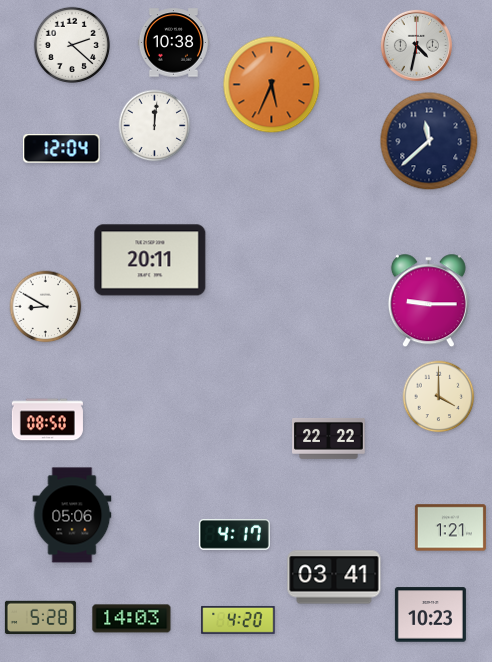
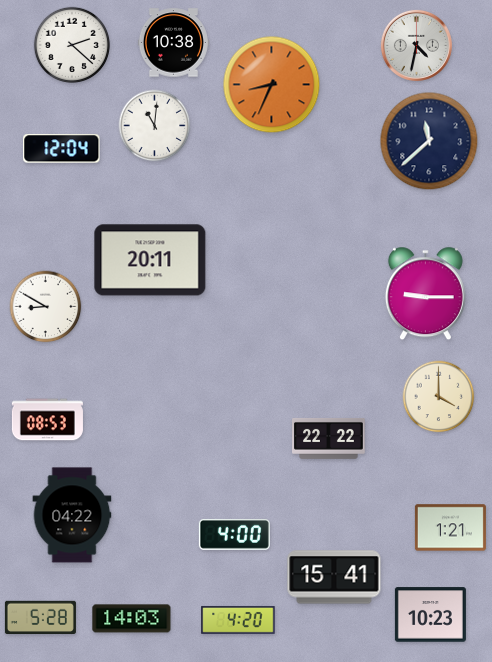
clock at (272, 85): 5:34 -> 8:34
clock at (155, 126): 12:01 -> 11:01
clock at (428, 301) position: (428, 301) -> (425, 294)
clock at (47, 420): 08:50 -> 08:53
clock at (72, 515): 05:06 -> 04:22
clock at (234, 534): 4:17 -> 4:00
clock at (334, 577): 03:41 -> 15:41
